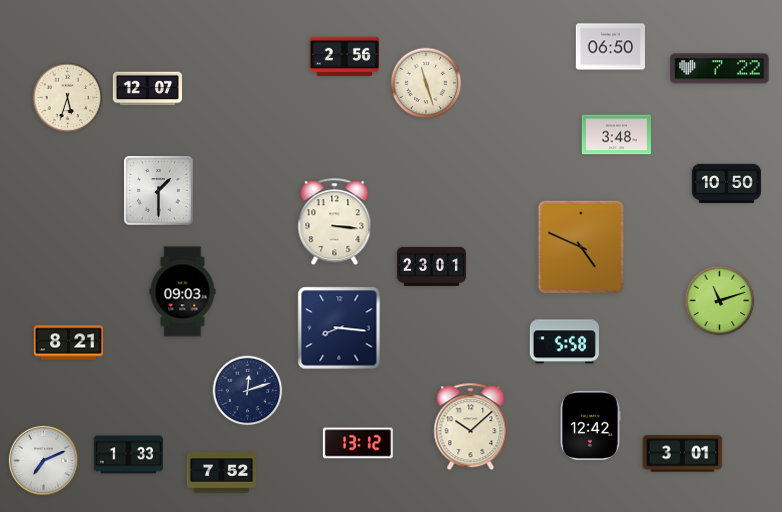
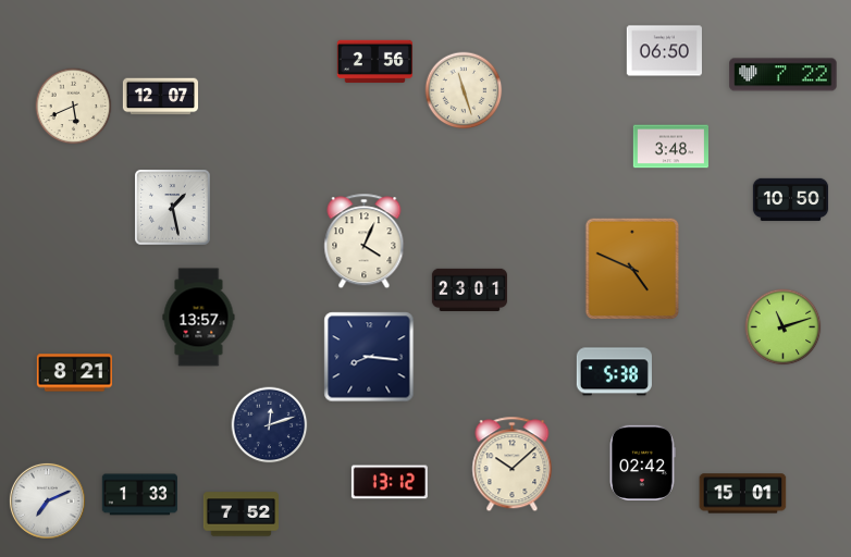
clock at (68, 98): 5:33 -> 5:41
clock at (159, 191): 1:30 -> 1:28
clock at (335, 222): 3:16 -> 4:04
clock at (183, 292): 09:03 -> 13:57
clock at (564, 342): 5:58 -> 5:38
clock at (590, 425): 12:42 -> 02:42
clock at (683, 454): 3:01 -> 15:01
